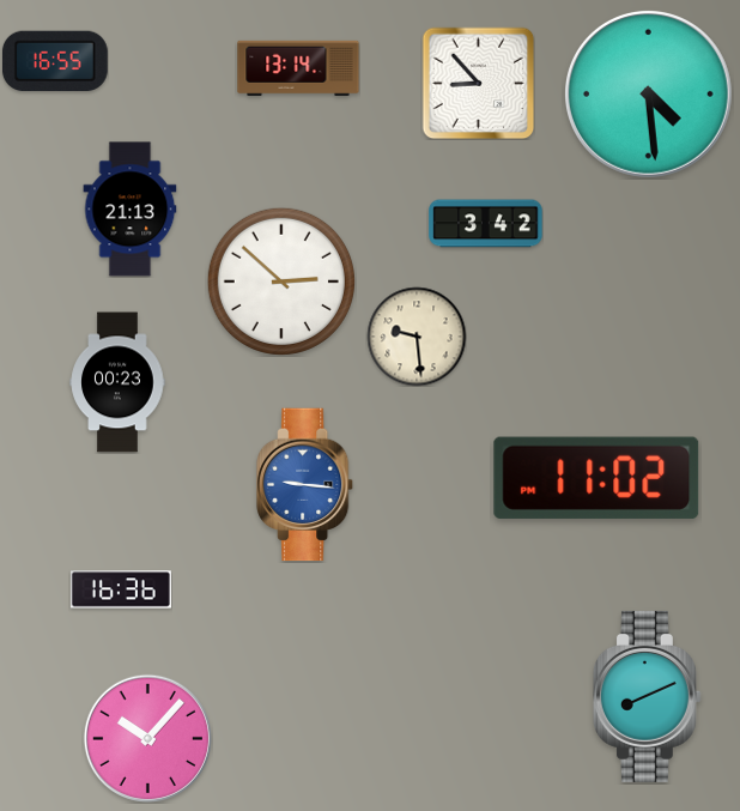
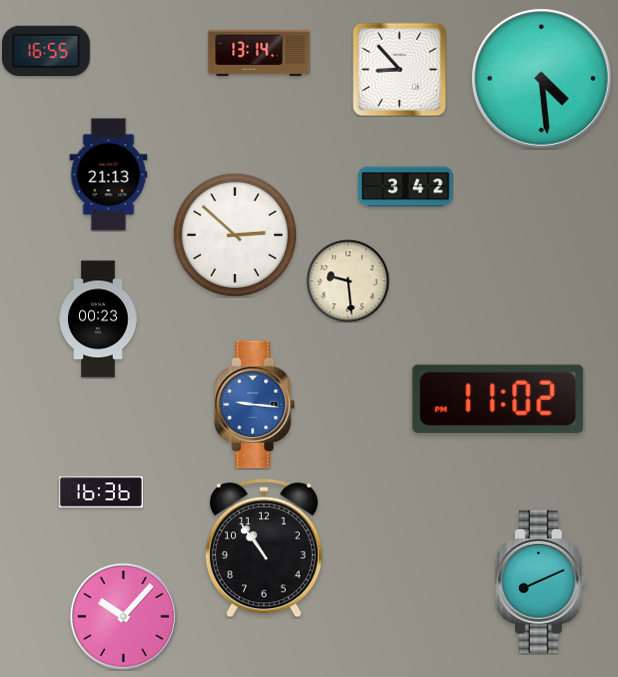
clock at (298, 68) position: (298, 68) -> (259, 53)
clock at (264, 548): none -> 10:54
